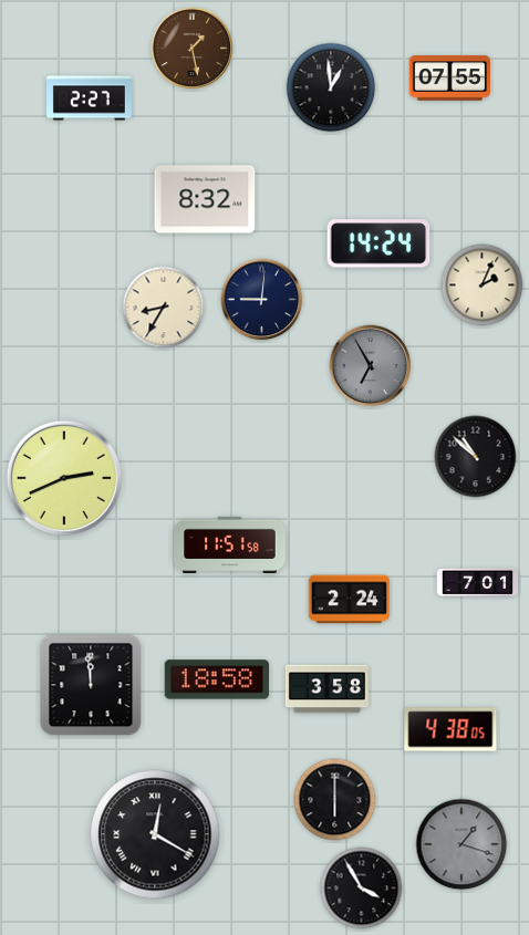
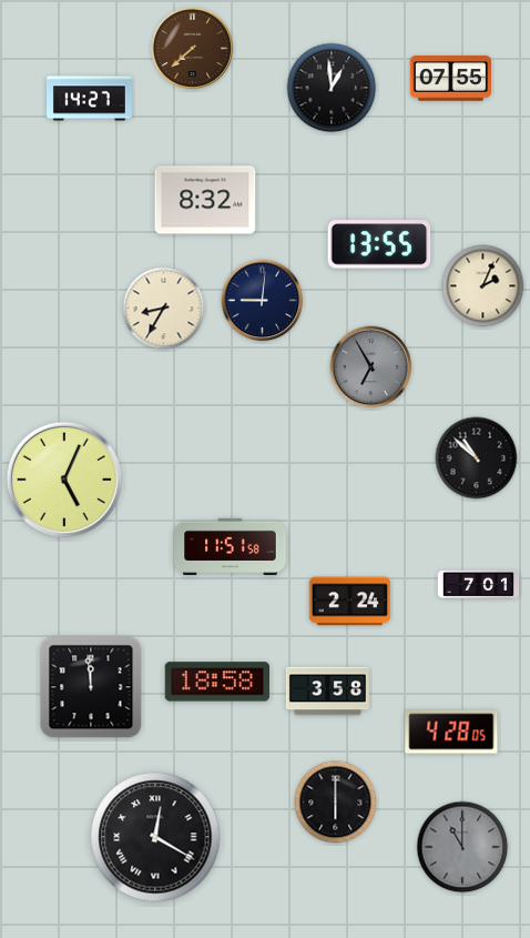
clock at (193, 49): 1:28 -> 7:38
clock at (90, 98): 2:27 -> 14:27
clock at (378, 243): 14:24 -> 13:55
clock at (64, 478): 2:41 -> 5:04
clock at (450, 729): 4:38 -> 4:28
clock at (461, 844): 1:18 -> 11:00
clock at (362, 889): 3:55 -> none
